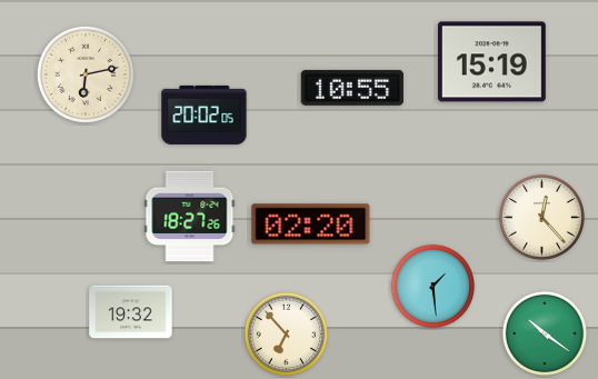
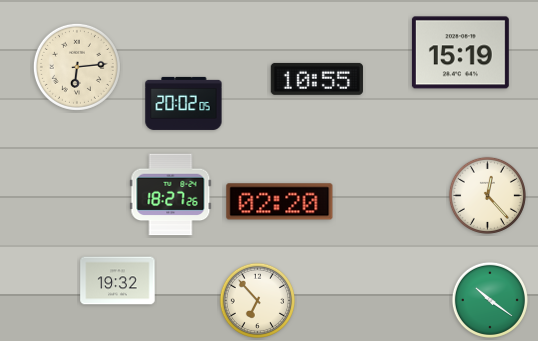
clock at (491, 62) position: (491, 62) -> (460, 53)
clock at (86, 74): 6:13 -> 6:14
clock at (432, 286): 1:29 -> none
